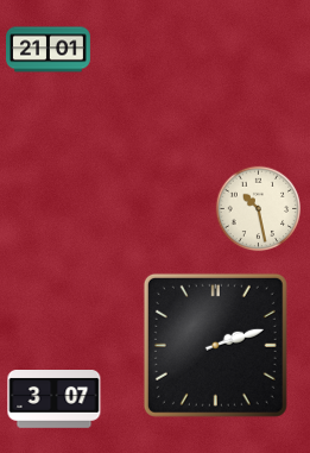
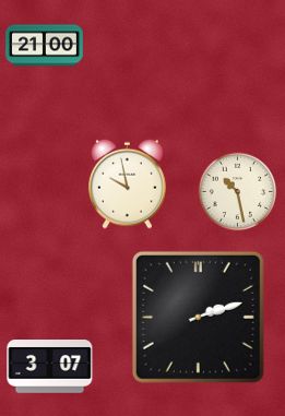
clock at (49, 50): 21:01 -> 21:00
clock at (128, 183): none -> 9:58
